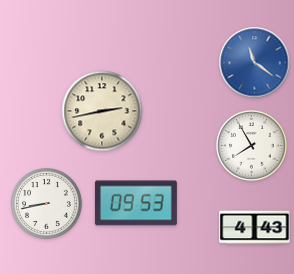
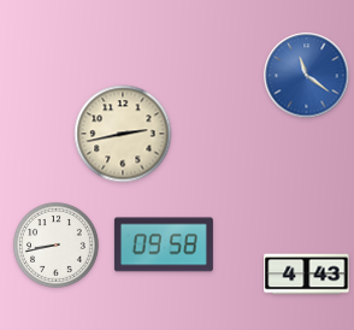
clock at (252, 146): 7:55 -> none
clock at (136, 203): 09:53 -> 09:58
